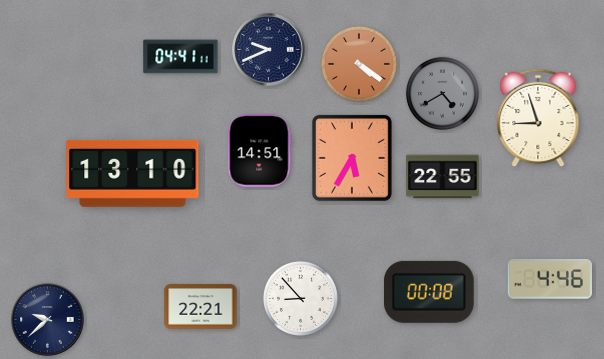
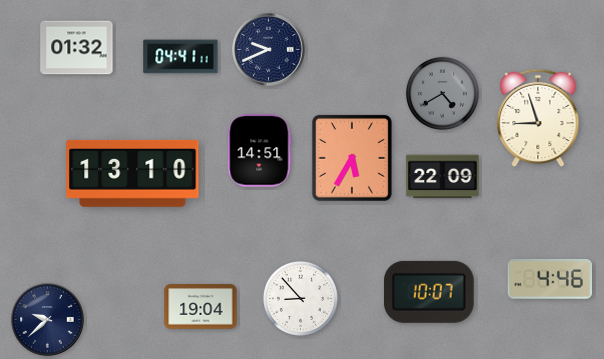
clock at (77, 48): none -> 01:32
clock at (359, 64): 4:21 -> none
clock at (443, 177): 22:55 -> 22:09
clock at (429, 292): 00:08 -> 10:07
clock at (201, 307): 22:21 -> 19:04
